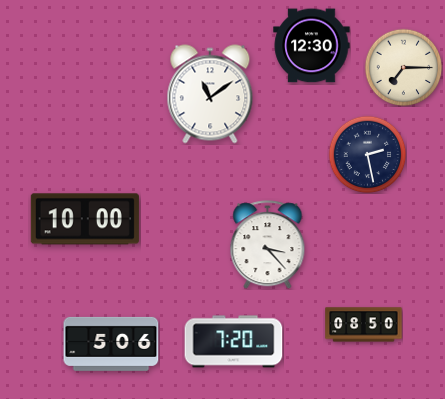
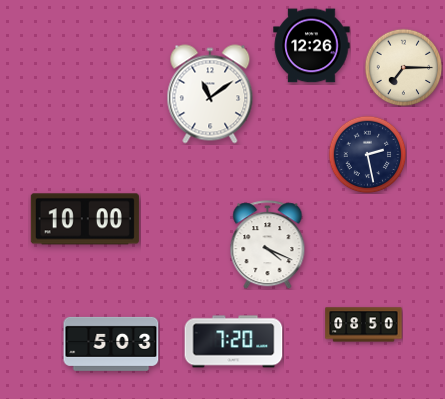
clock at (312, 46): 12:30 -> 12:26
clock at (268, 245): 3:23 -> 4:19
clock at (111, 344): 5:06 -> 5:03
